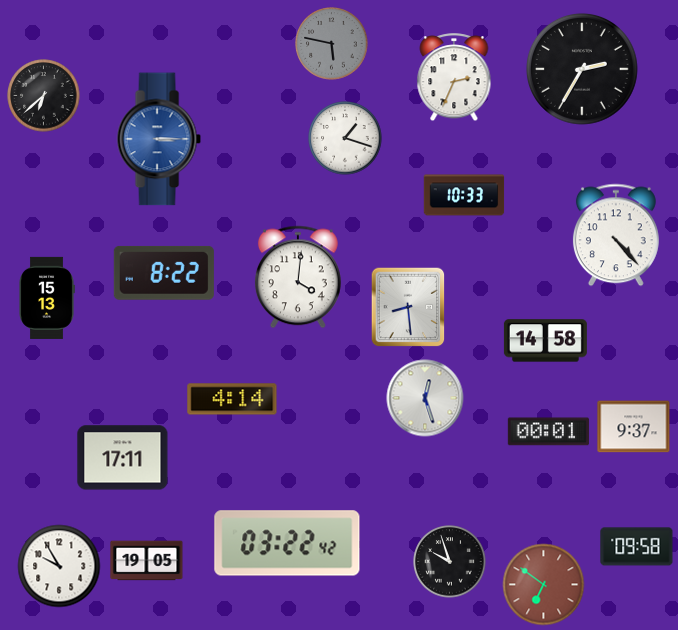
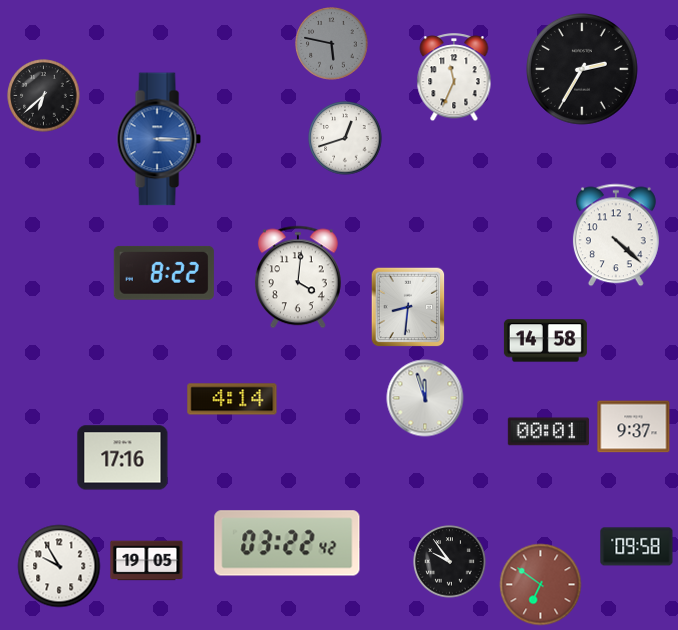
clock at (454, 78): 2:34 -> 11:34
clock at (345, 138): 1:18 -> 12:42
clock at (464, 195): 10:33 -> none
clock at (616, 235): 4:23 -> 4:22
clock at (47, 298): 15:13 -> none
clock at (408, 307): 8:29 -> 8:31
clock at (425, 398): 12:27 -> 11:57
clock at (123, 458): 17:11 -> 17:16
clock at (450, 562): 9:57 -> 9:54
clock at (544, 585) position: (544, 585) -> (541, 585)
